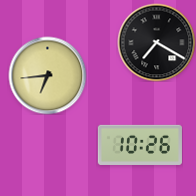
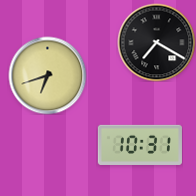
clock at (47, 75): 6:44 -> 6:42
clock at (140, 145): 10:26 -> 10:31
